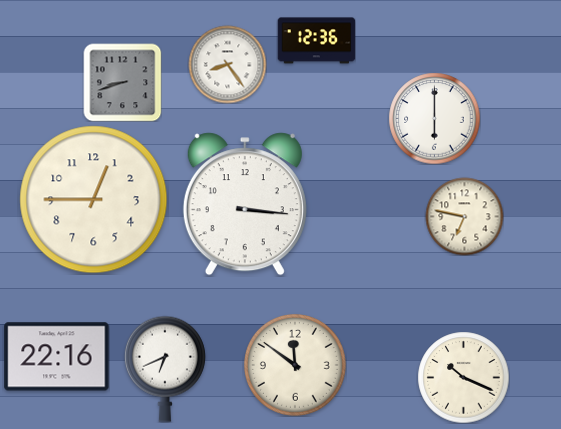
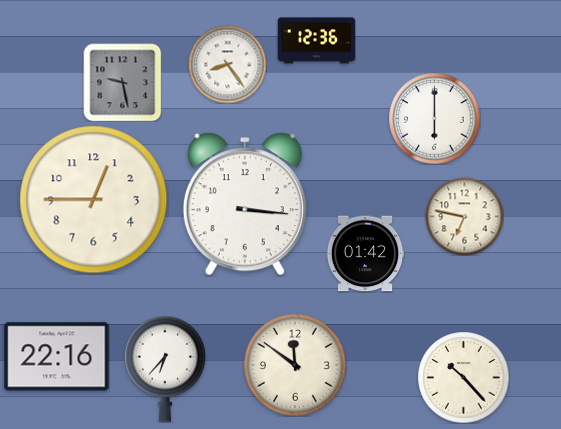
clock at (122, 82): 8:42 -> 9:28
clock at (365, 254): none -> 01:42
clock at (165, 369): 6:41 -> 6:37
clock at (463, 377): 10:19 -> 10:23
